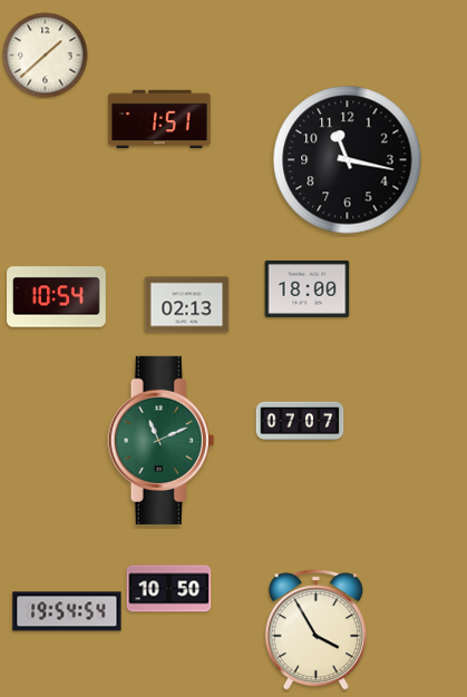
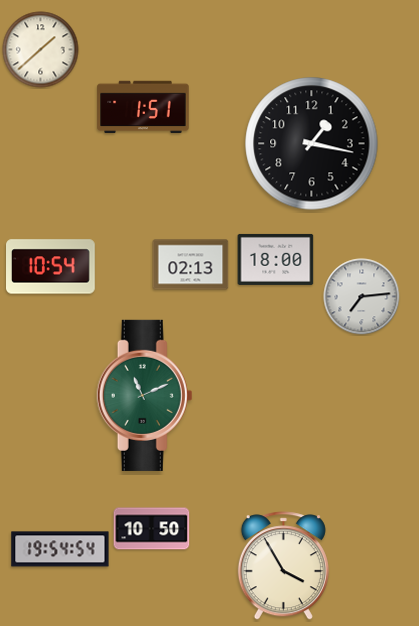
clock at (348, 160): 11:17 -> 1:17
clock at (187, 305) position: (187, 305) -> (191, 265)
clock at (362, 297): none -> 7:14
clock at (300, 420): 07:07 -> none
